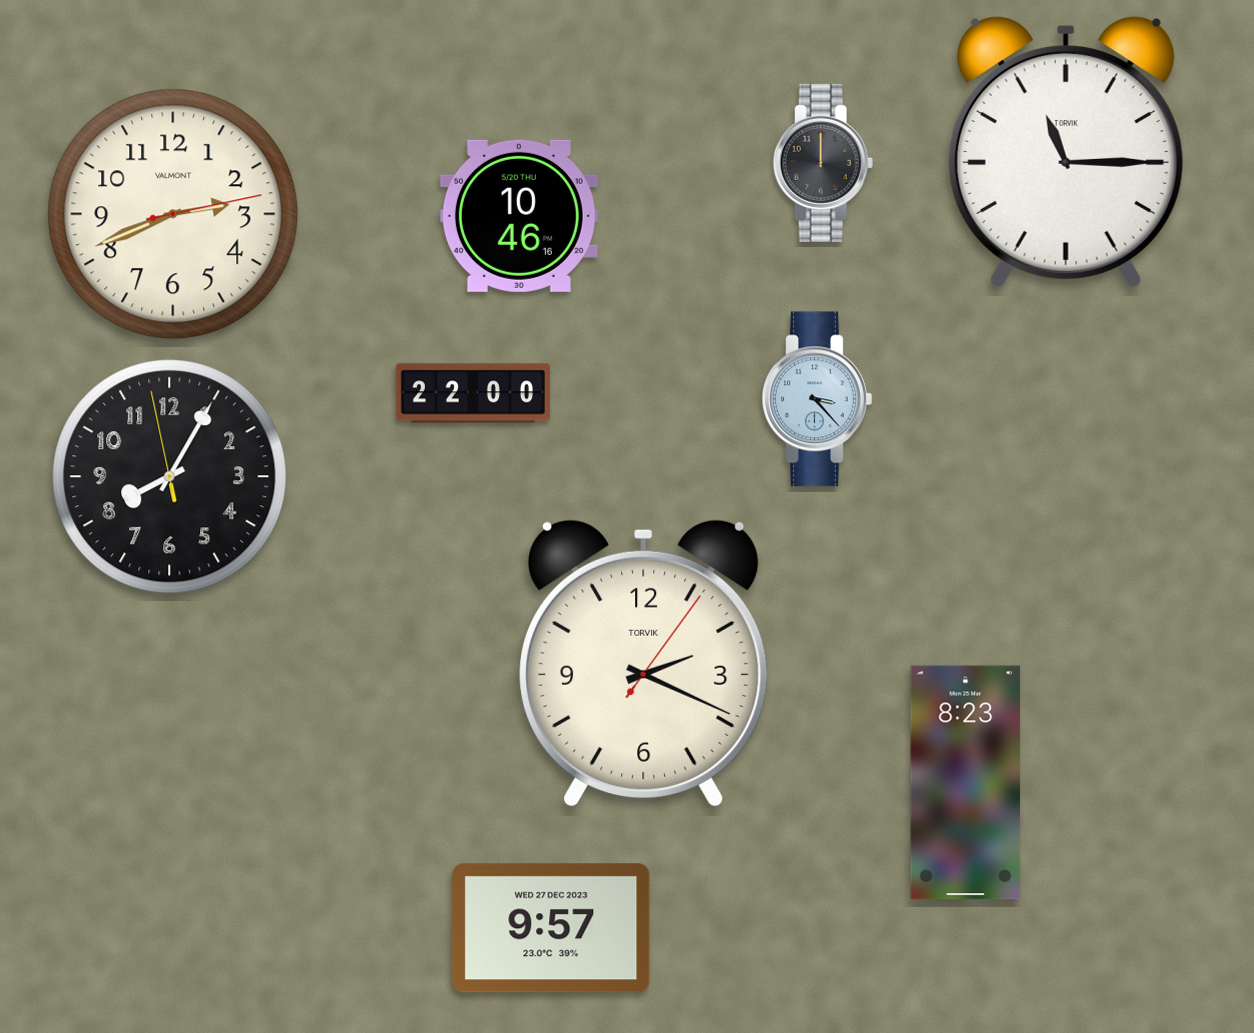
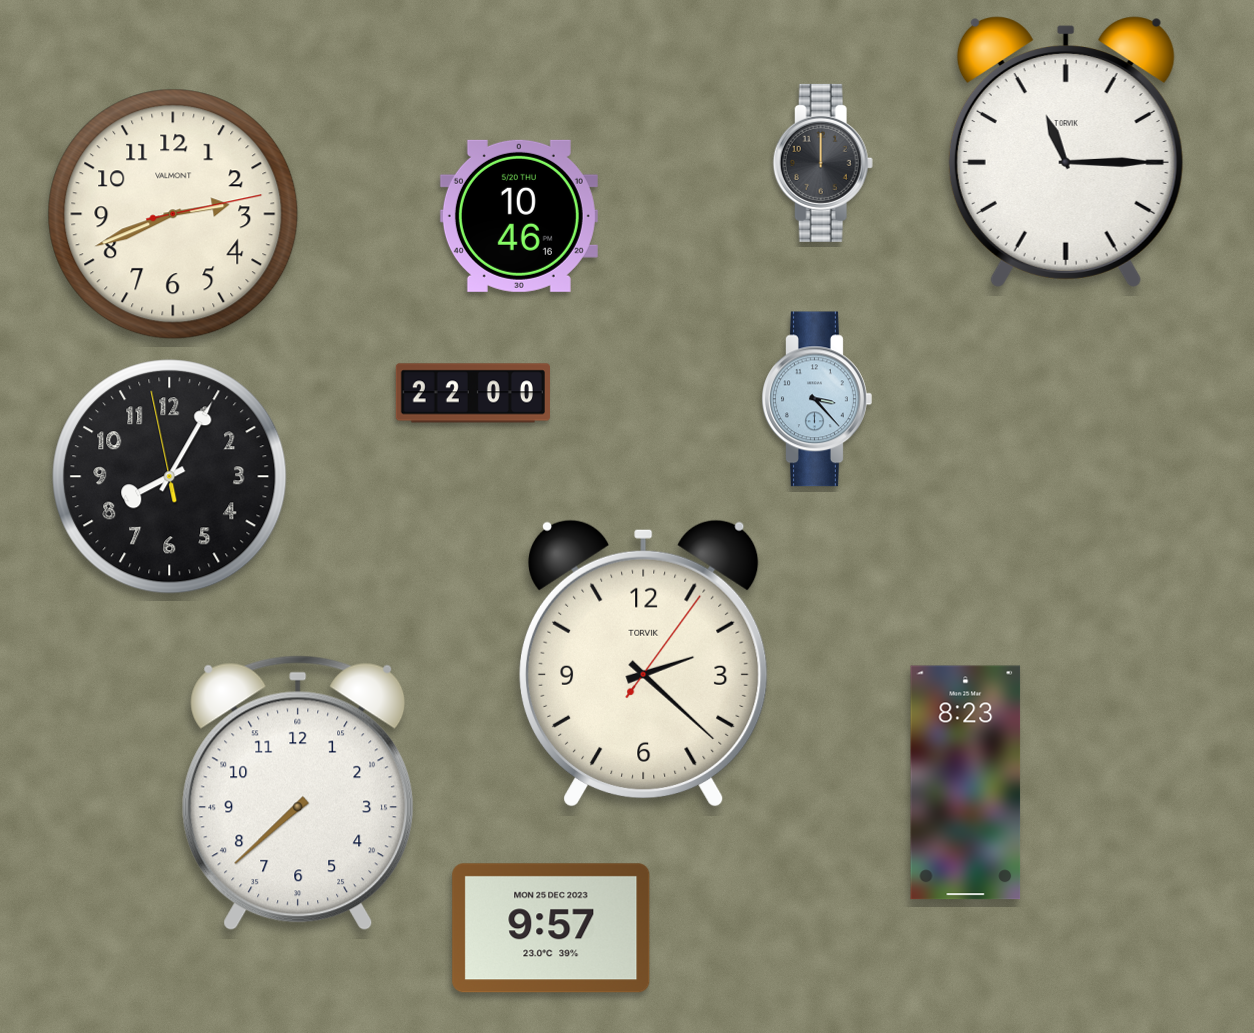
clock at (644, 663): 2:19 -> 2:22
clock at (298, 793): none -> 7:38
clock at (551, 928) date: WED 27 DEC 2023 -> MON 25 DEC 2023
